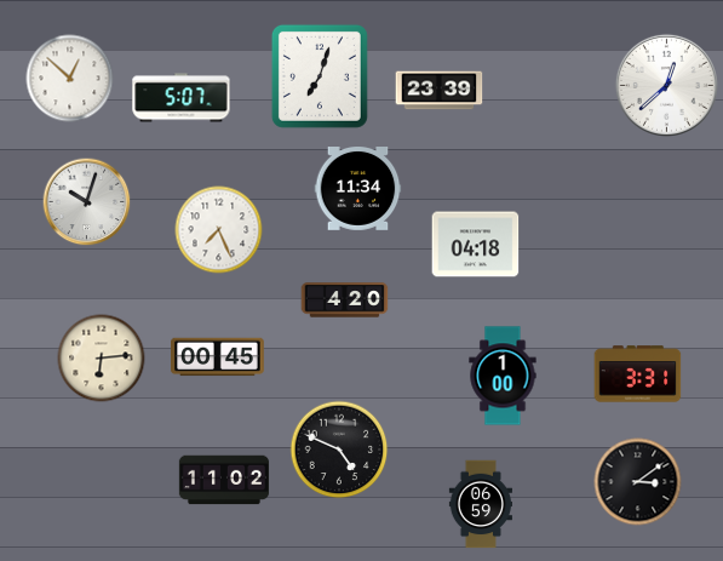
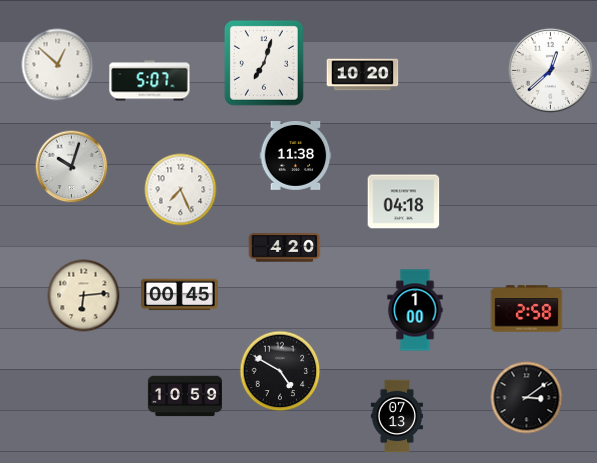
clock at (440, 91): 23:39 -> 10:20
clock at (358, 189): 11:34 -> 11:38
clock at (476, 245) position: (476, 245) -> (404, 202)
clock at (638, 374): 3:31 -> 2:58
clock at (339, 450): 4:49 -> 4:50
clock at (223, 480): 11:02 -> 10:59
clock at (480, 504): 06:59 -> 07:13
